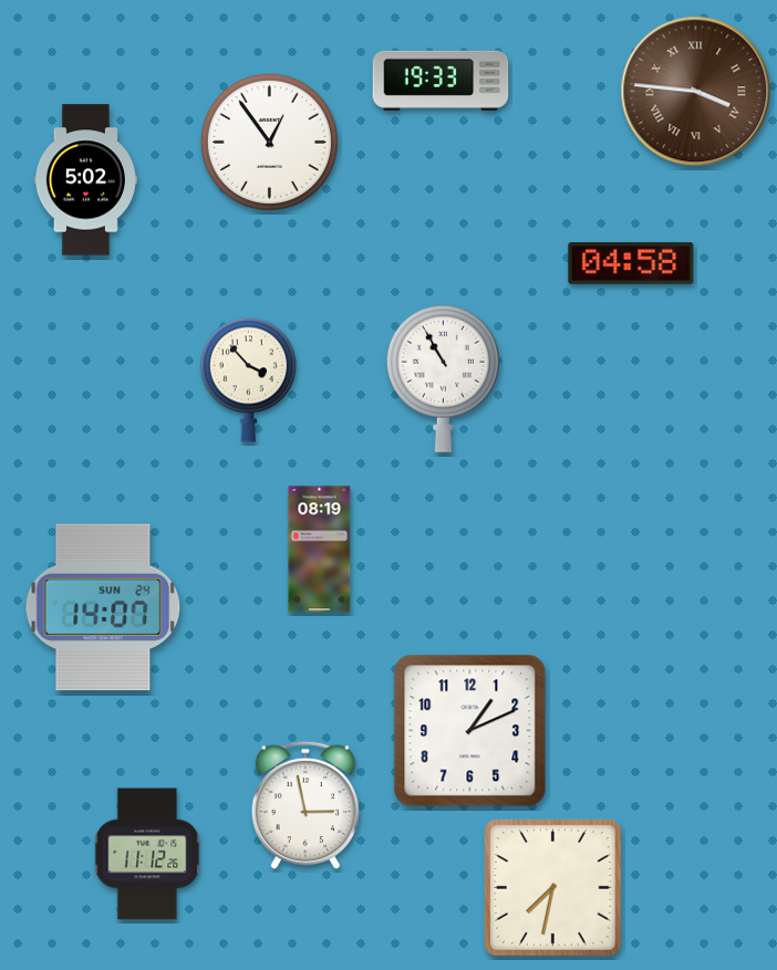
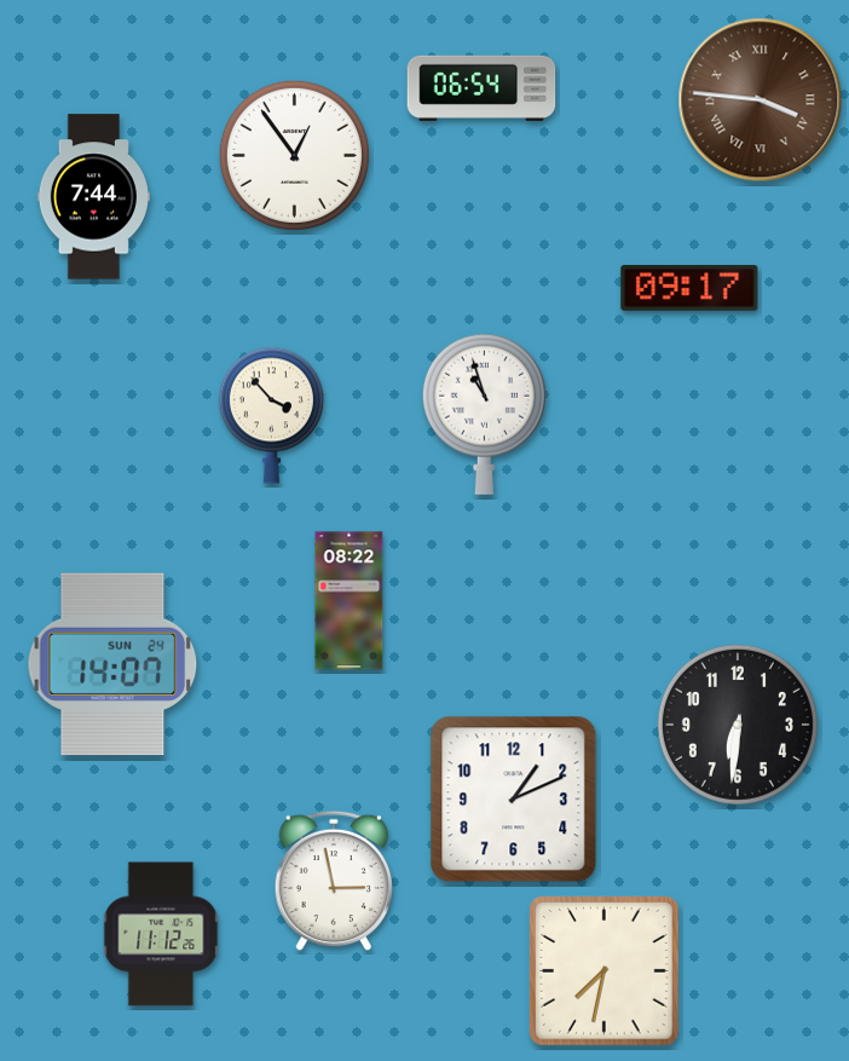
clock at (441, 81): 19:33 -> 06:54
clock at (85, 180): 5:02 -> 7:44
clock at (631, 263): 04:58 -> 09:17
clock at (443, 378): 10:55 -> 10:57
clock at (320, 550): 08:19 -> 08:22
clock at (738, 725): none -> 6:31
